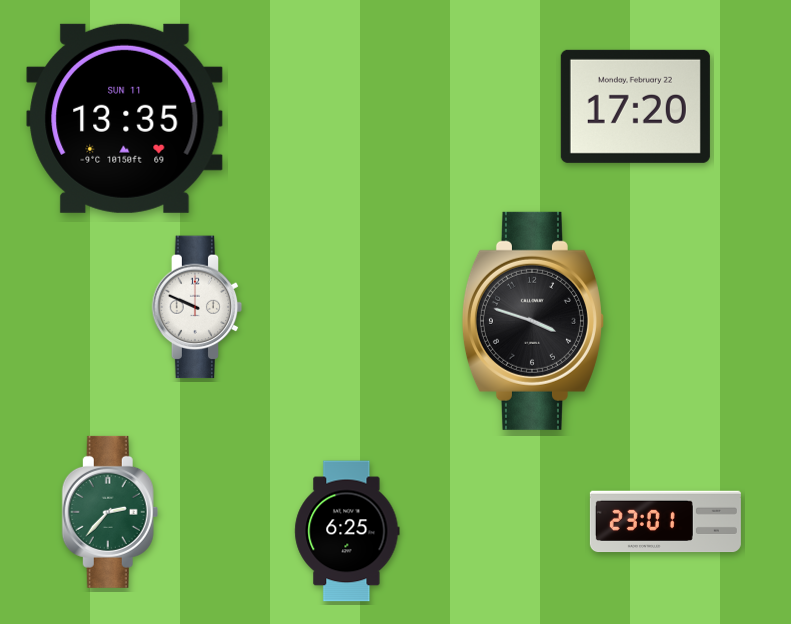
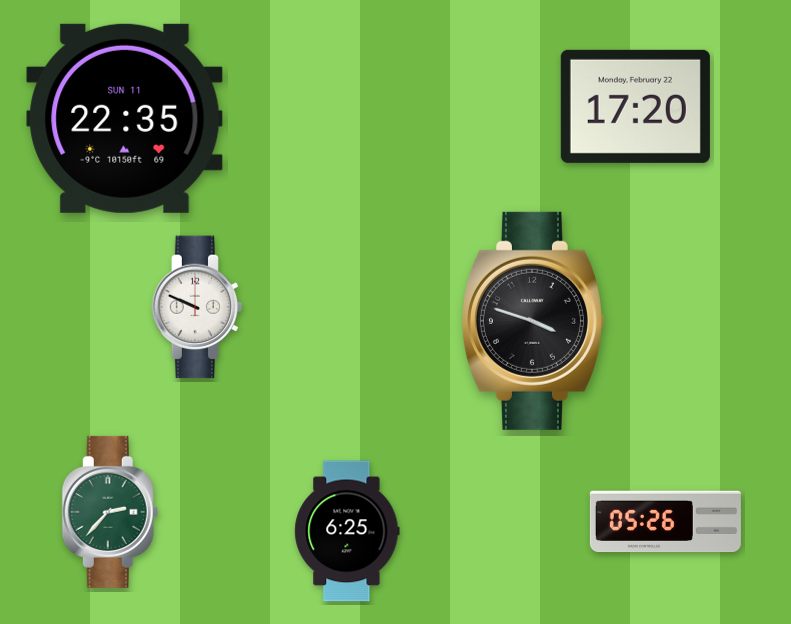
clock at (125, 118): 13:35 -> 22:35
clock at (665, 522): 23:01 -> 05:26
